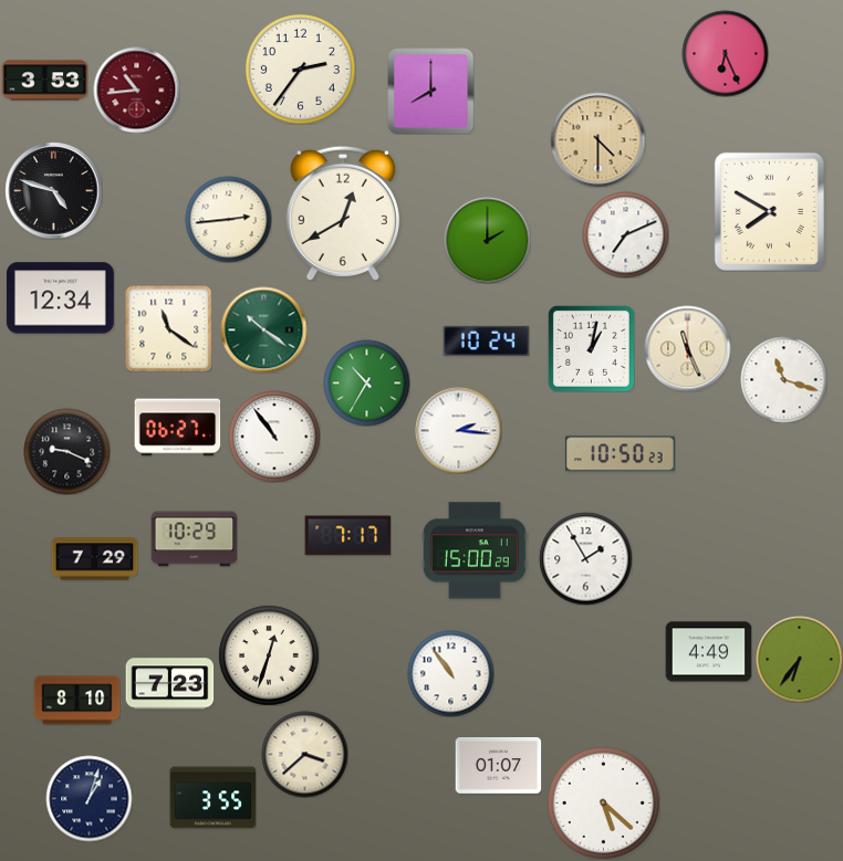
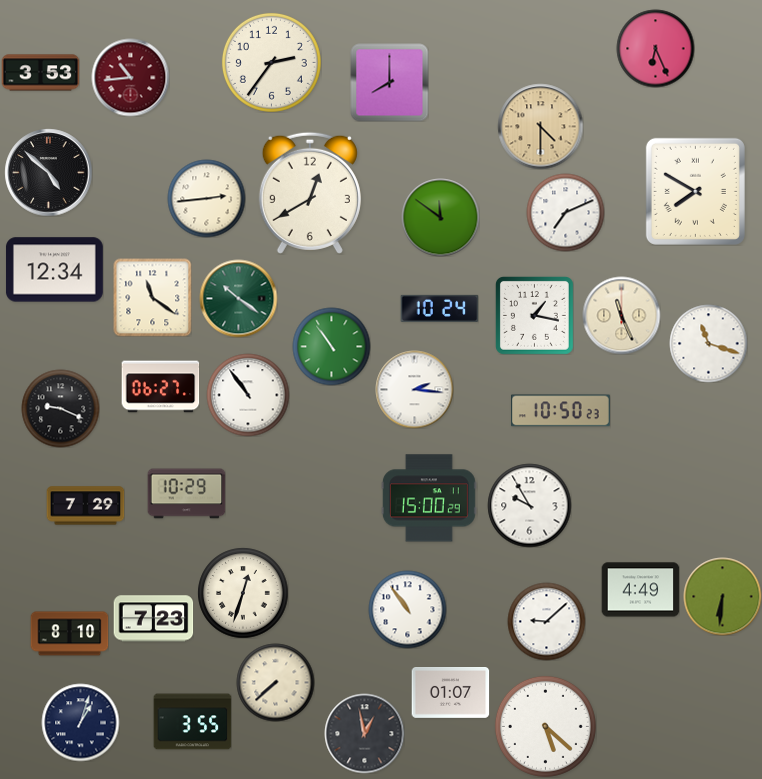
clock at (136, 90) position: (136, 90) -> (130, 77)
clock at (53, 190): 4:48 -> 4:52
clock at (487, 240): 2:00 -> 11:51
clock at (592, 349): 1:02 -> 1:17
clock at (366, 382): 10:35 -> 10:54
clock at (347, 536): 7:17 -> none
clock at (194, 539) position: (194, 539) -> (186, 494)
clock at (585, 558): 1:55 -> 9:55
clock at (799, 659): 6:36 -> 6:31
clock at (546, 621): none -> 9:08
clock at (304, 754): 3:38 -> 7:38
clock at (364, 733): none -> 12:58
